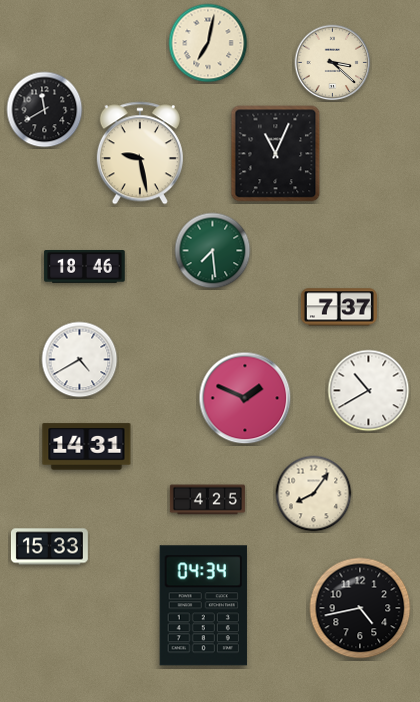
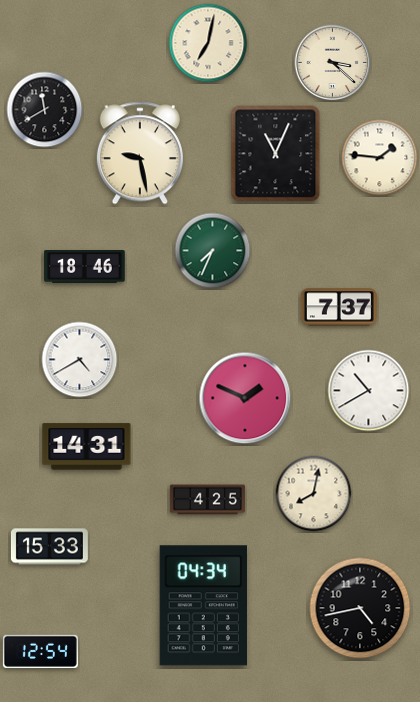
clock at (380, 158): none -> 1:46
clock at (213, 251): 7:29 -> 7:34
clock at (314, 494): 8:06 -> 8:02
clock at (40, 651): none -> 12:54
